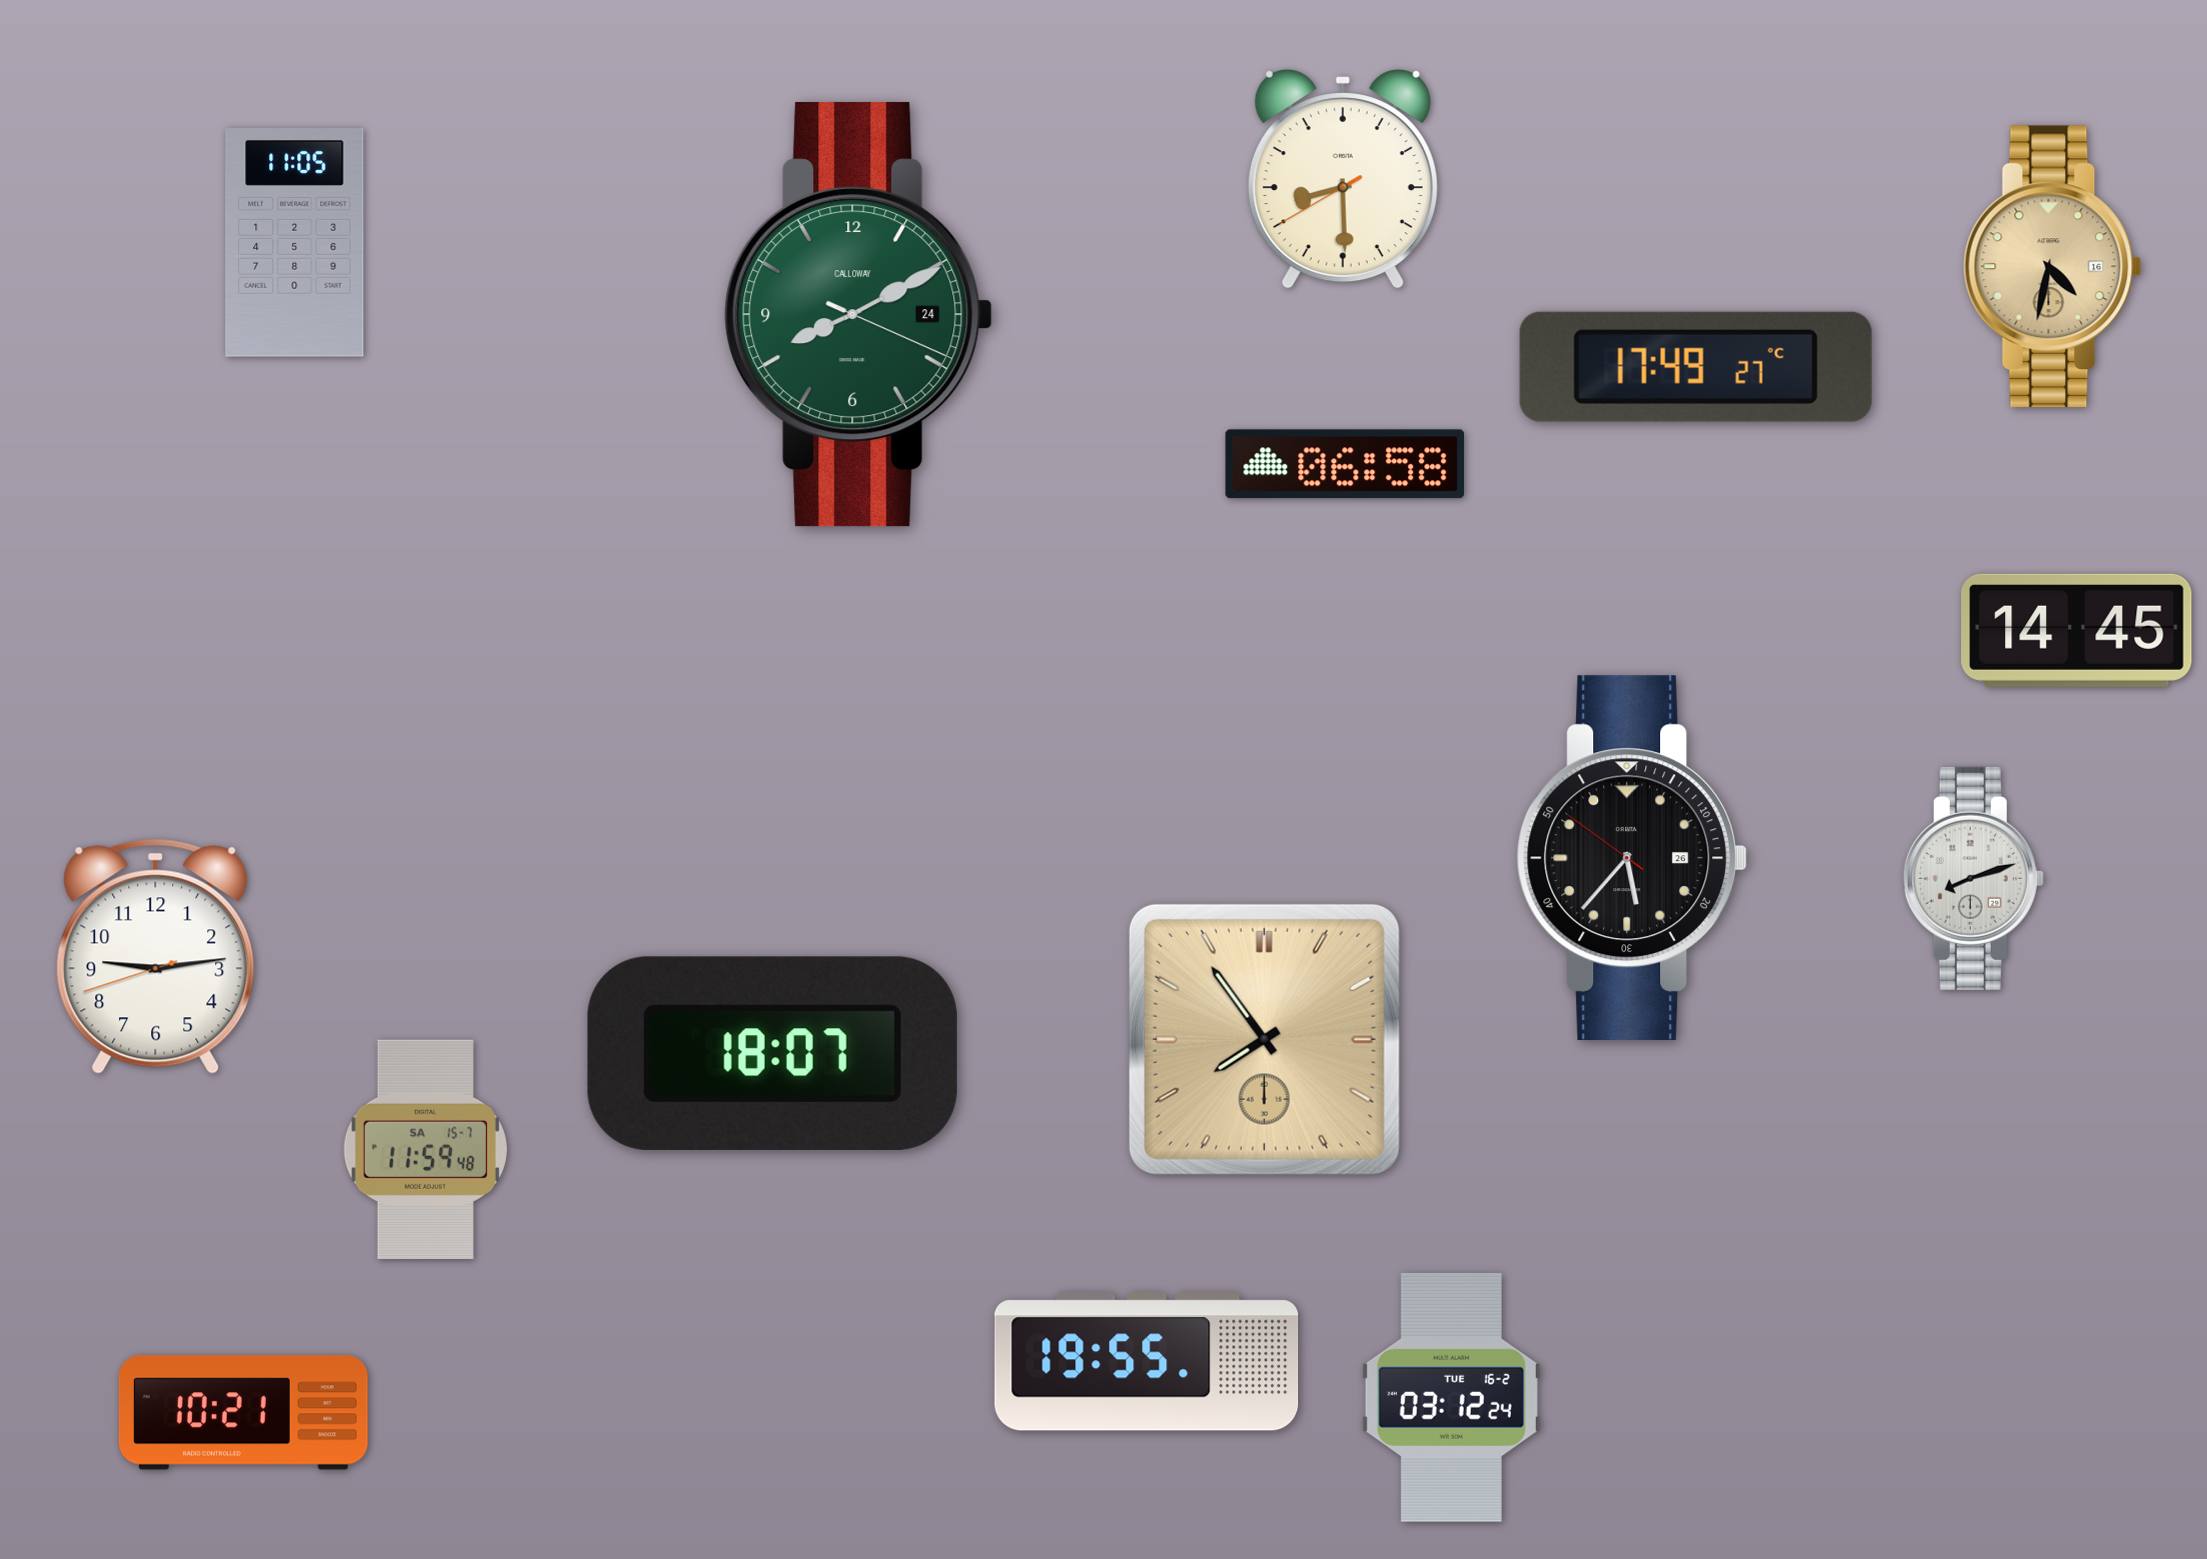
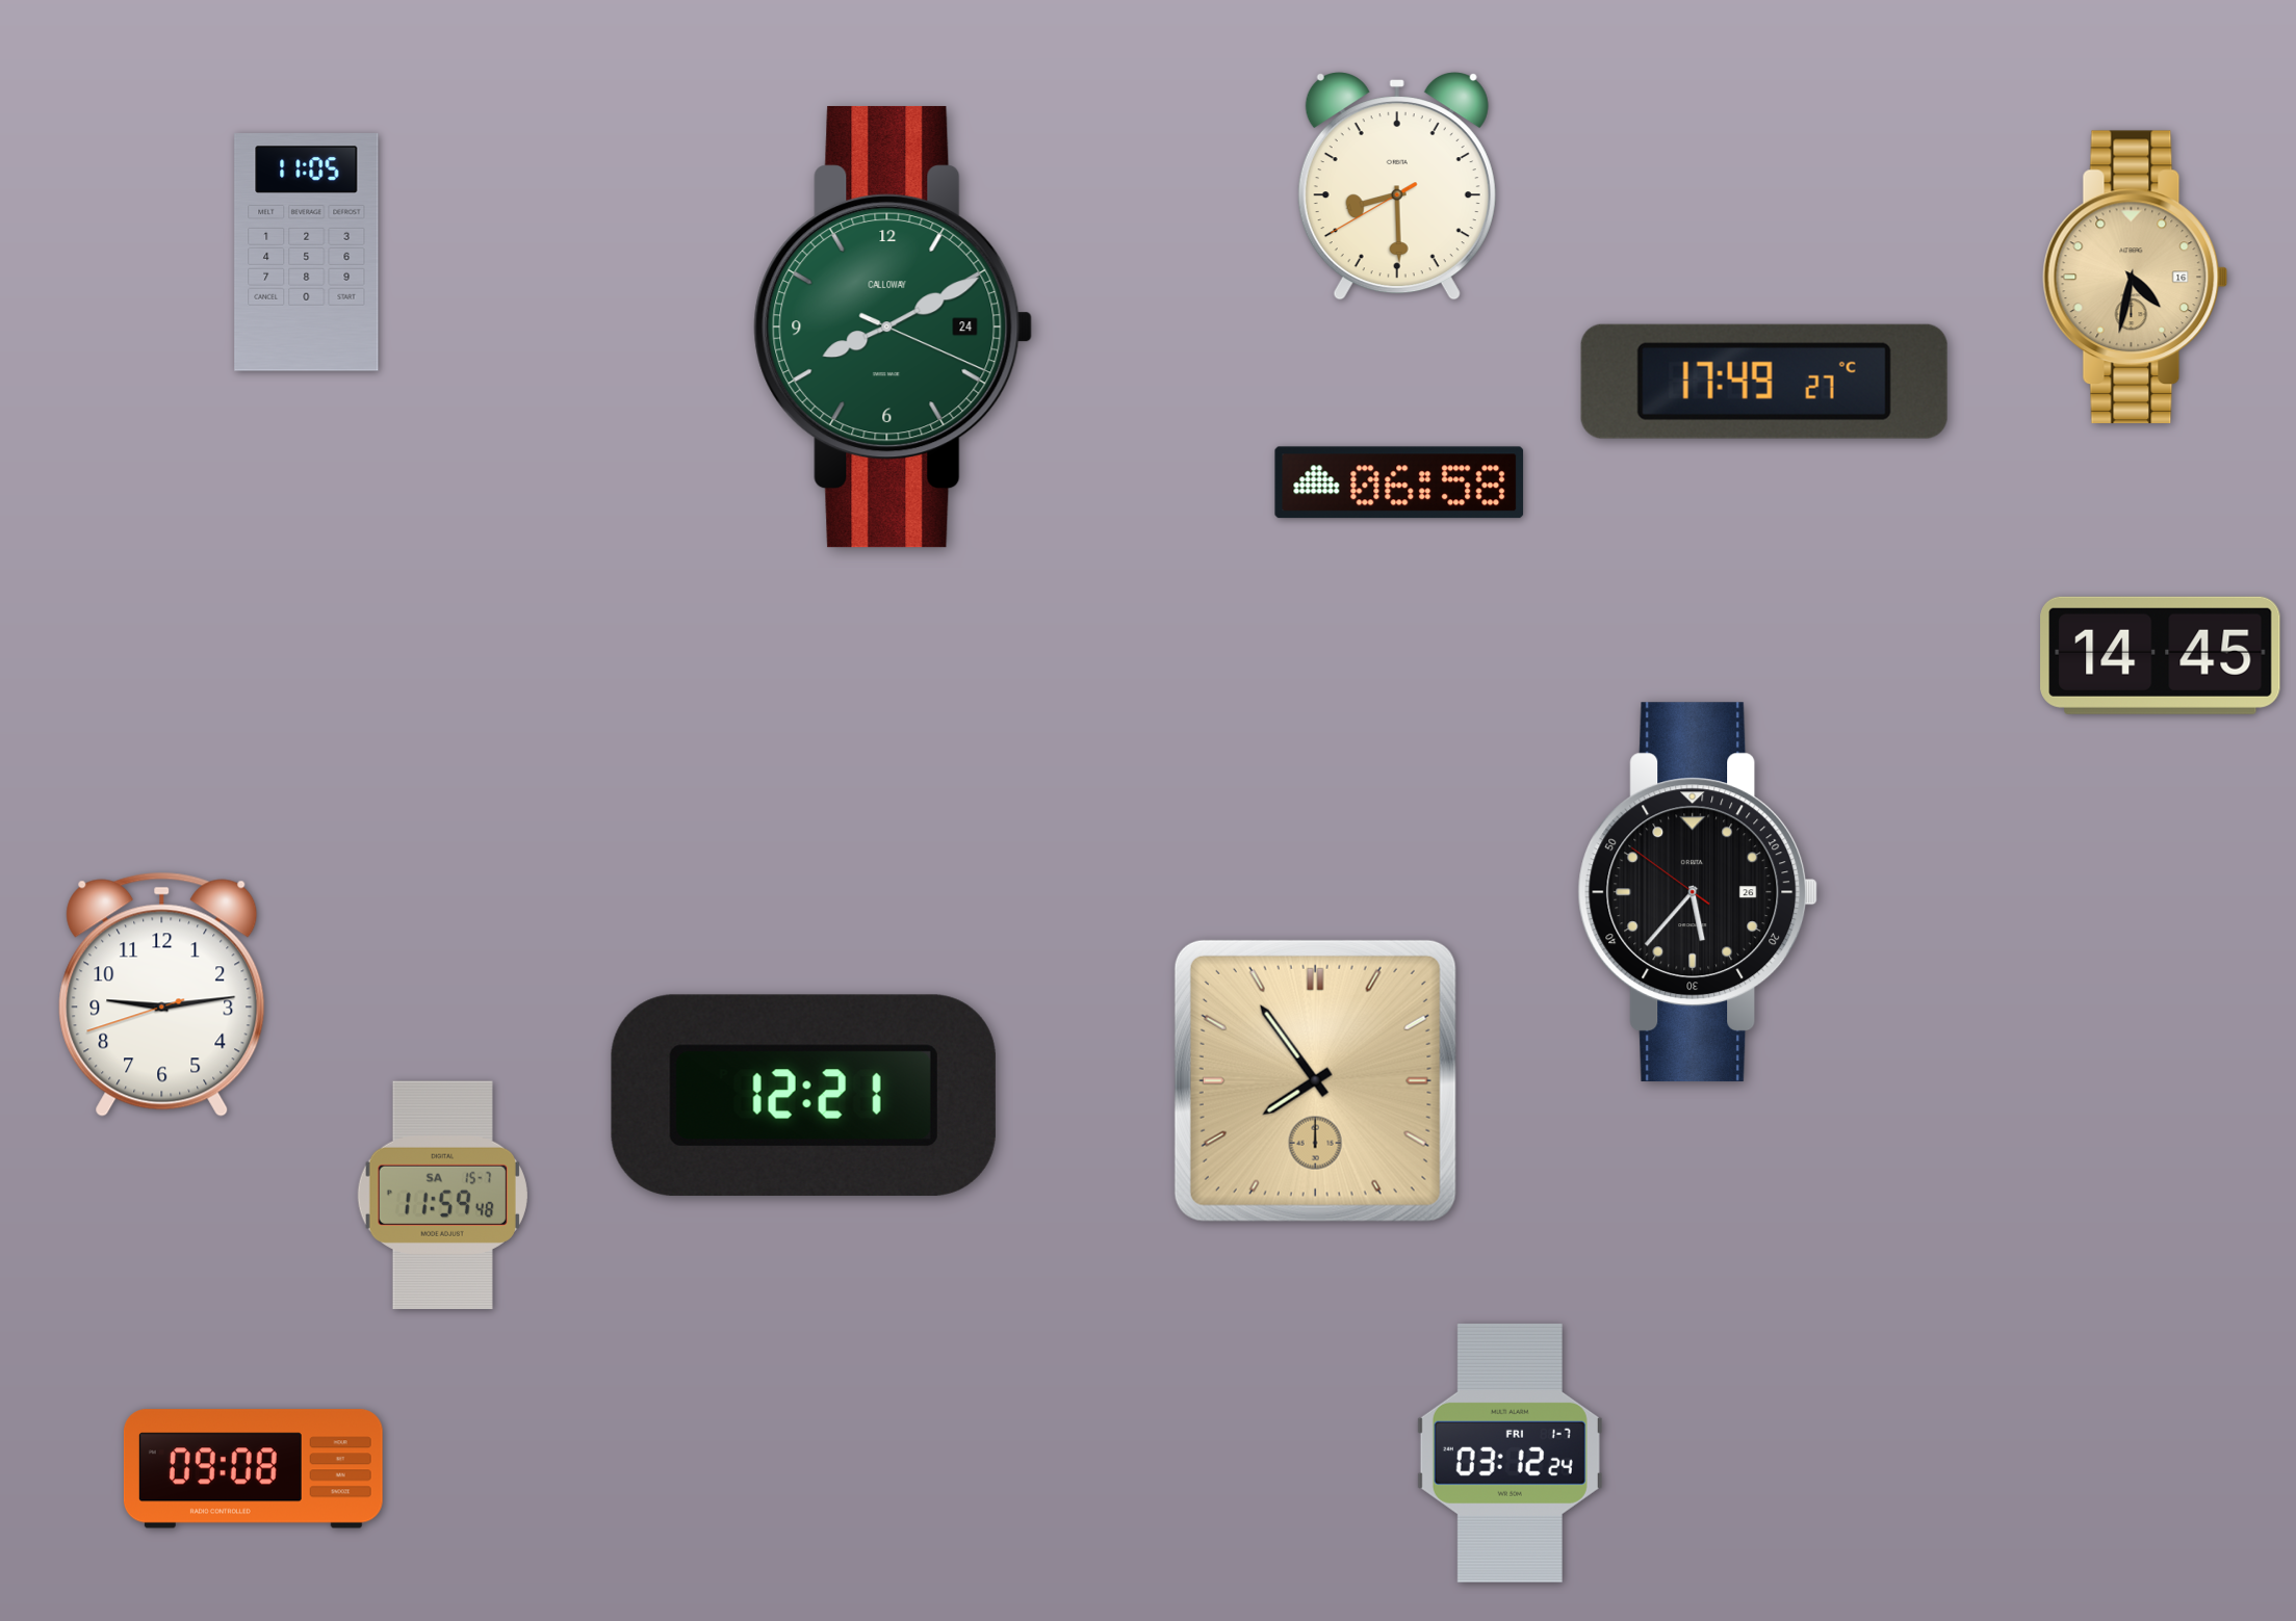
clock at (1973, 878): 8:12 -> none
clock at (772, 1053): 18:07 -> 12:21
clock at (1147, 1362): 19:55 -> none
clock at (1451, 1397) date: TUE 16-2 -> FRI 1-7
clock at (243, 1413): 10:21 -> 09:08
